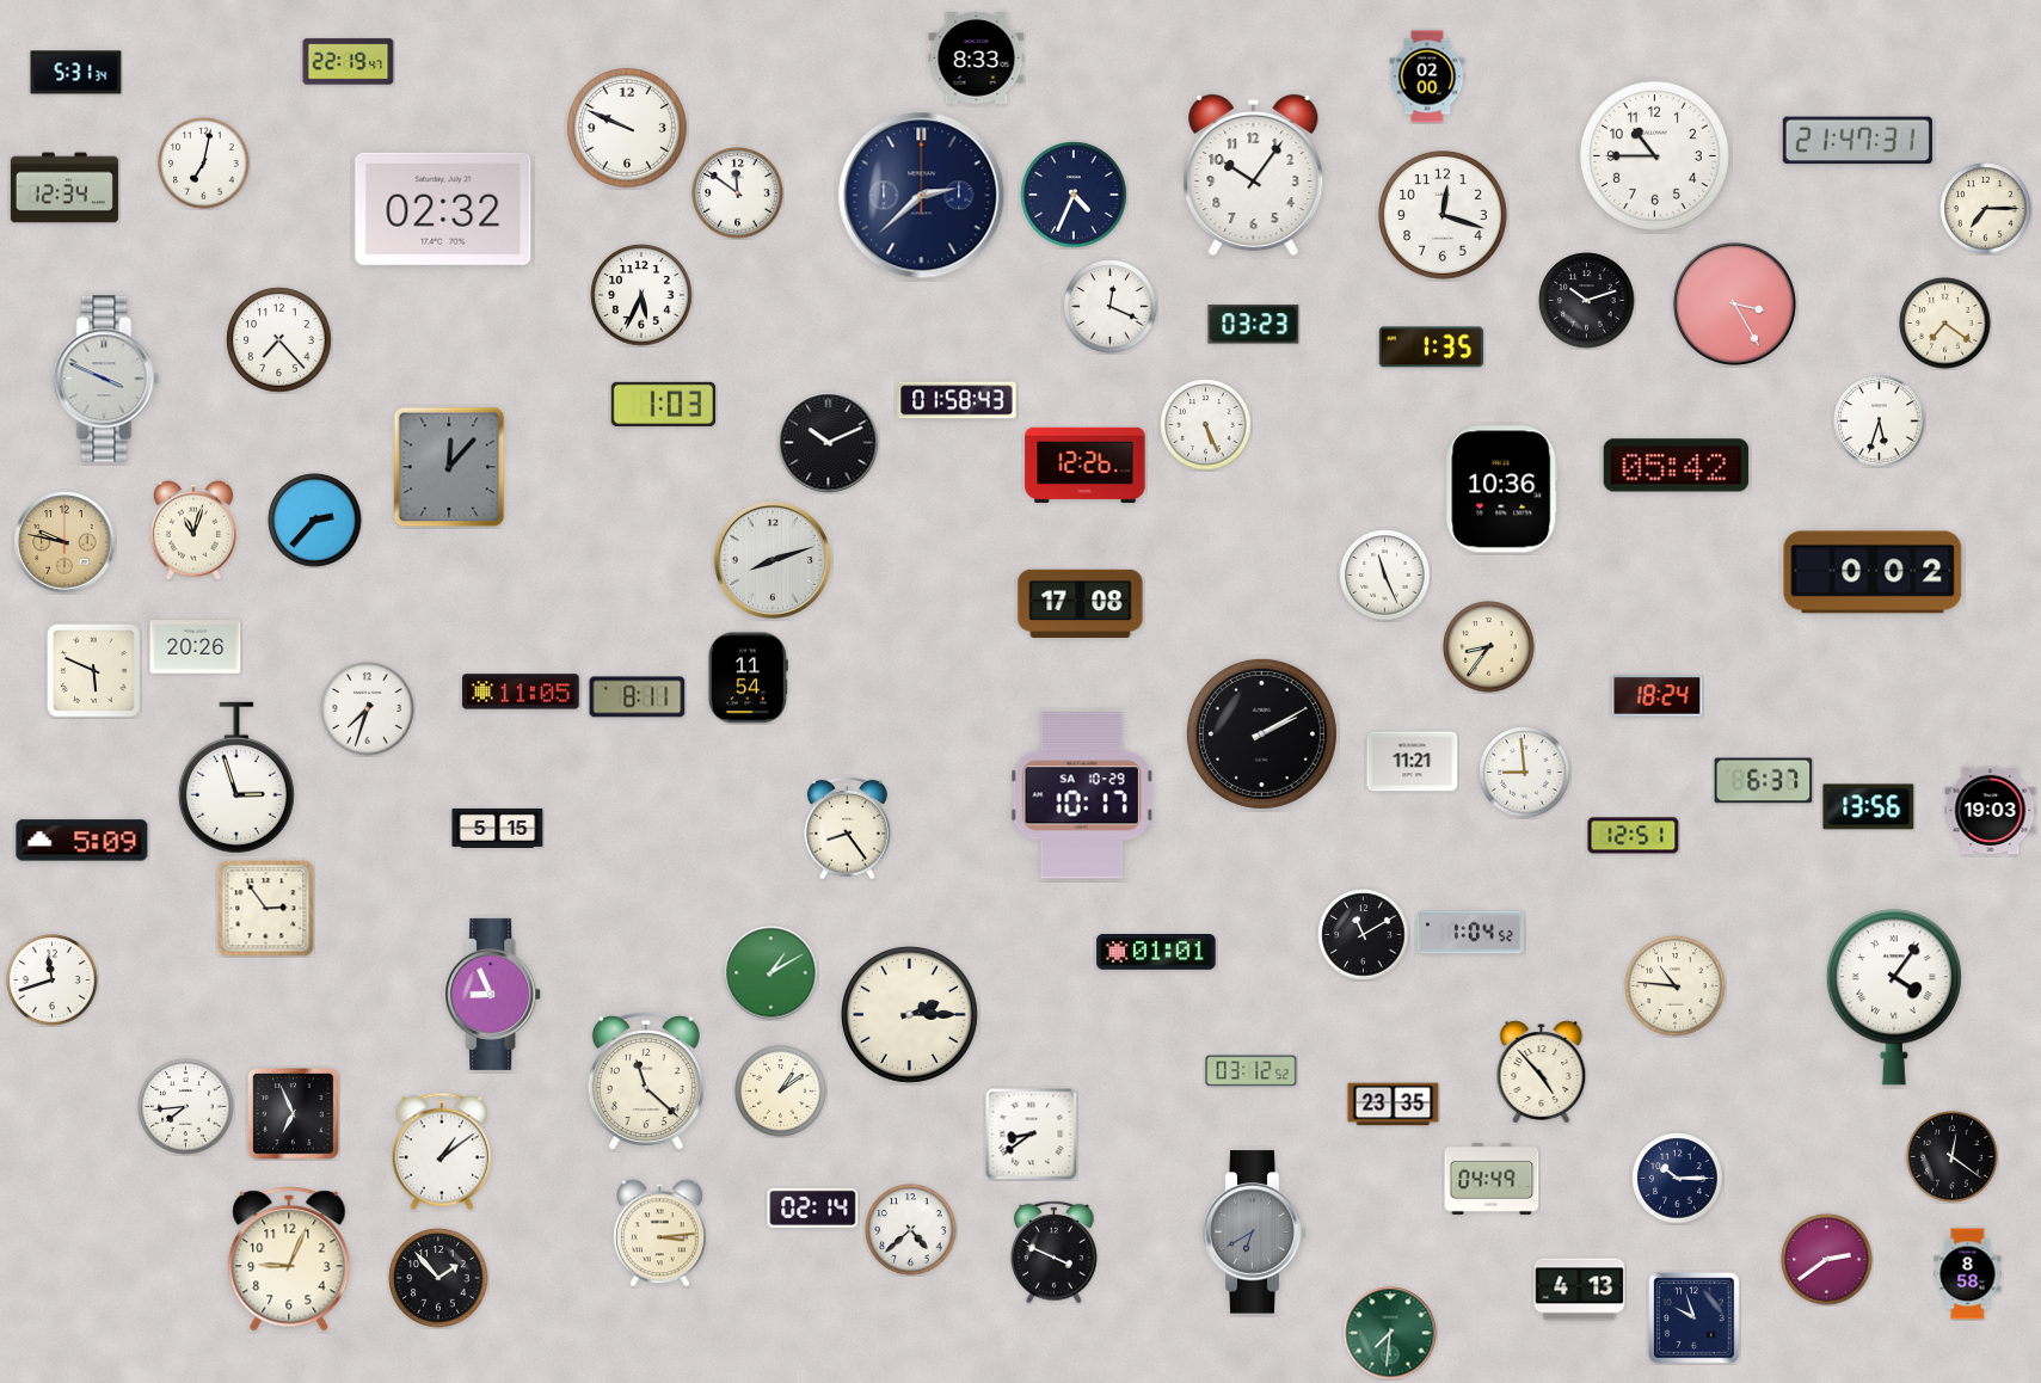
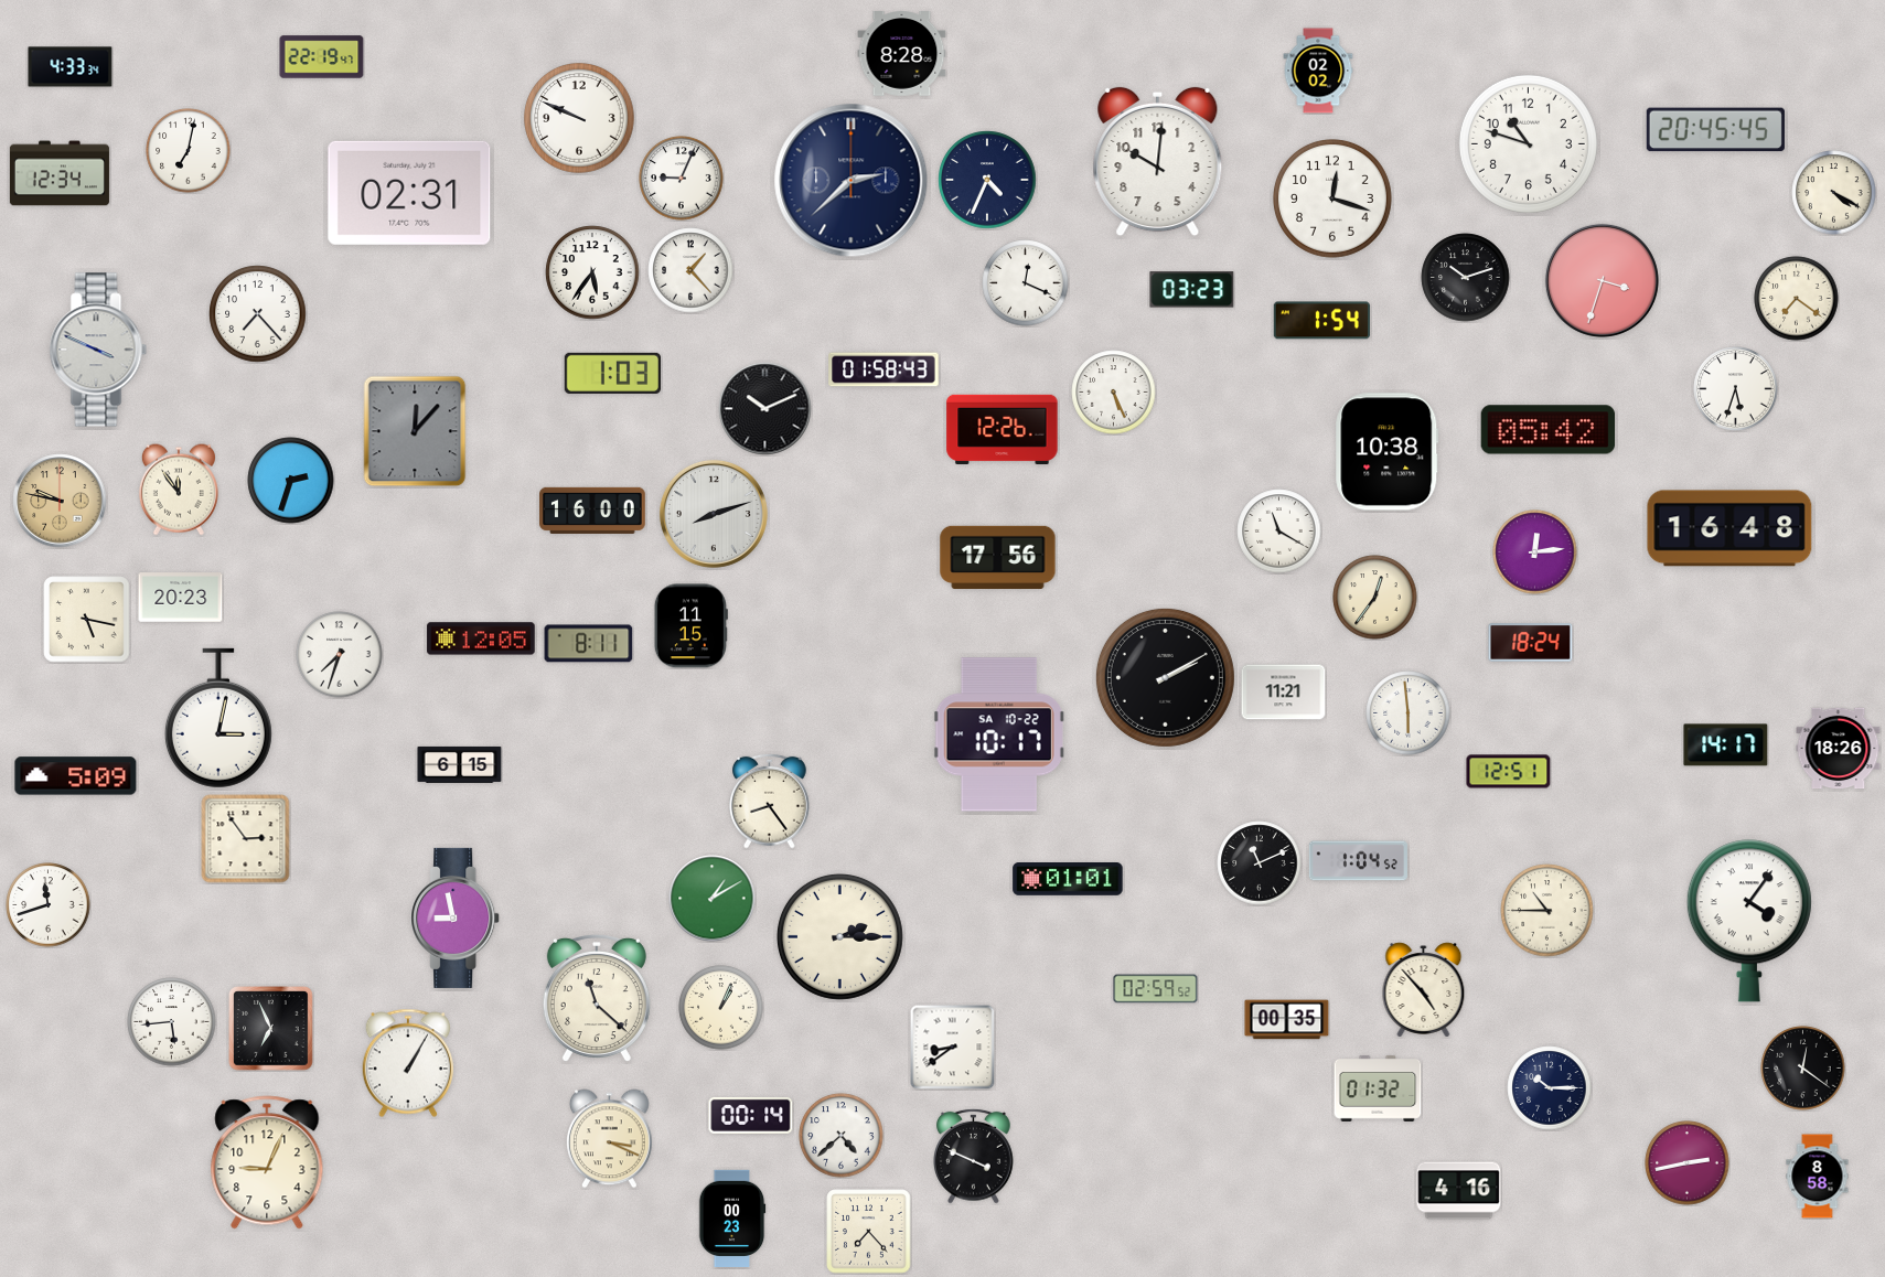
clock at (977, 59): 8:33 -> 8:28
clock at (76, 73): 5:31 -> 4:33
clock at (1427, 76): 02:00 -> 02:02
clock at (1857, 141): 21:47 -> 20:45
clock at (1654, 155): 10:45 -> 10:48
clock at (1254, 176): 10:06 -> 10:01
clock at (738, 193): 11:51 -> 9:04
clock at (1074, 195) position: (1074, 195) -> (987, 180)
clock at (443, 209): 02:32 -> 02:31
clock at (1986, 209): 7:15 -> 4:20
clock at (690, 270): none -> 1:23
clock at (641, 295): 5:34 -> 5:36
clock at (1734, 303): 3:25 -> 3:33
clock at (1254, 325) position: (1254, 325) -> (1192, 290)
clock at (1431, 348): 1:35 -> 1:54
clock at (1502, 490): 10:36 -> 10:38
clock at (315, 521): 2:37 -> 2:33
clock at (193, 530): 11:03 -> 11:54
clock at (592, 511): none -> 16:00
clock at (773, 560) position: (773, 560) -> (714, 514)
clock at (1873, 572): 0:02 -> 16:48
clock at (1385, 576): 11:26 -> 11:20
clock at (1535, 552): none -> 12:14
clock at (1081, 603): 17:08 -> 17:56
clock at (196, 647): 20:26 -> 20:23
clock at (1489, 647): 8:36 -> 12:36
clock at (94, 671): 5:49 -> 5:17
clock at (748, 678): 11:54 -> 11:15
clock at (521, 691): 11:05 -> 12:05
clock at (1413, 762) position: (1413, 762) -> (1284, 693)
clock at (1525, 773): 8:59 -> 5:59
clock at (236, 777): 2:57 -> 3:02
clock at (1764, 781): 6:37 -> none
clock at (1082, 795) date: SA 10-29 -> SA 10-22
clock at (1869, 807): 13:56 -> 14:17
clock at (1991, 811): 19:03 -> 18:26
clock at (498, 828): 5:15 -> 6:15
clock at (848, 828) position: (848, 828) -> (770, 801)
clock at (1364, 935): 11:10 -> 11:11
clock at (1676, 986): 10:46 -> 10:45
clock at (493, 994): 8:56 -> 8:58
clock at (1252, 1071): 03:12 -> 02:59
clock at (781, 1092): 1:09 -> 1:04
clock at (1394, 1105): 23:35 -> 00:35
clock at (186, 1107): 7:44 -> 5:44
clock at (441, 1151): 1:09 -> 1:05
clock at (1492, 1179): 04:49 -> 01:32
clock at (813, 1207): 02:14 -> 00:14
clock at (1255, 1233): 6:40 -> none
clock at (660, 1234): 3:14 -> 3:19
clock at (1827, 1260): 2:39 -> 2:43
clock at (438, 1278): 1:53 -> none
clock at (1580, 1290): 4:13 -> 4:16
clock at (732, 1217): none -> 00:23
clock at (1695, 1319): 9:57 -> none
clock at (1390, 1333): 7:31 -> none
clock at (869, 1232): none -> 7:23
